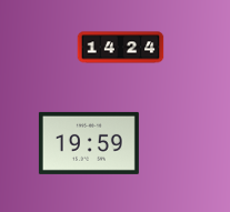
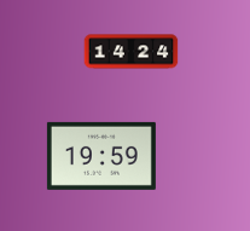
clock at (89, 143) position: (89, 143) -> (101, 156)
